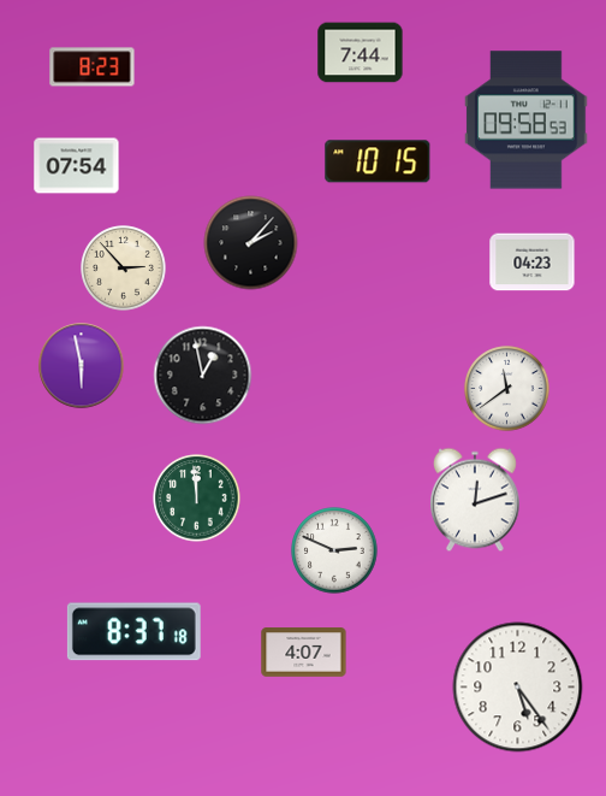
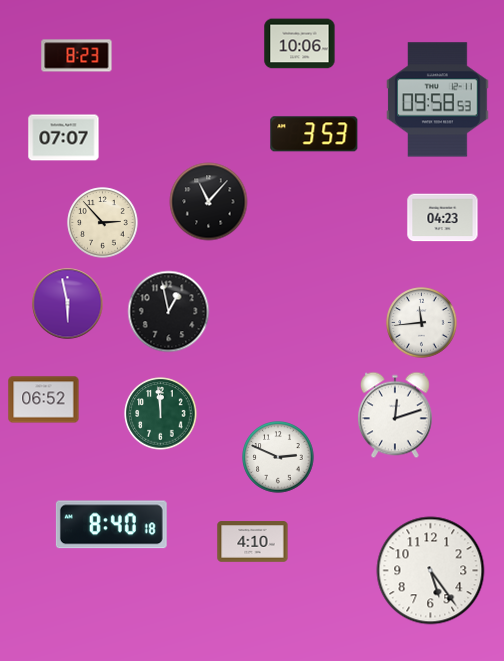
clock at (361, 53): 7:44 -> 10:06
clock at (378, 161): 10:15 -> 3:53
clock at (77, 166): 07:54 -> 07:07
clock at (251, 243): 2:07 -> 11:07
clock at (507, 389): 11:39 -> 11:44
clock at (44, 400): none -> 06:52
clock at (197, 499) position: (197, 499) -> (161, 414)
clock at (133, 632): 8:37 -> 8:40
clock at (304, 653): 4:07 -> 4:10
